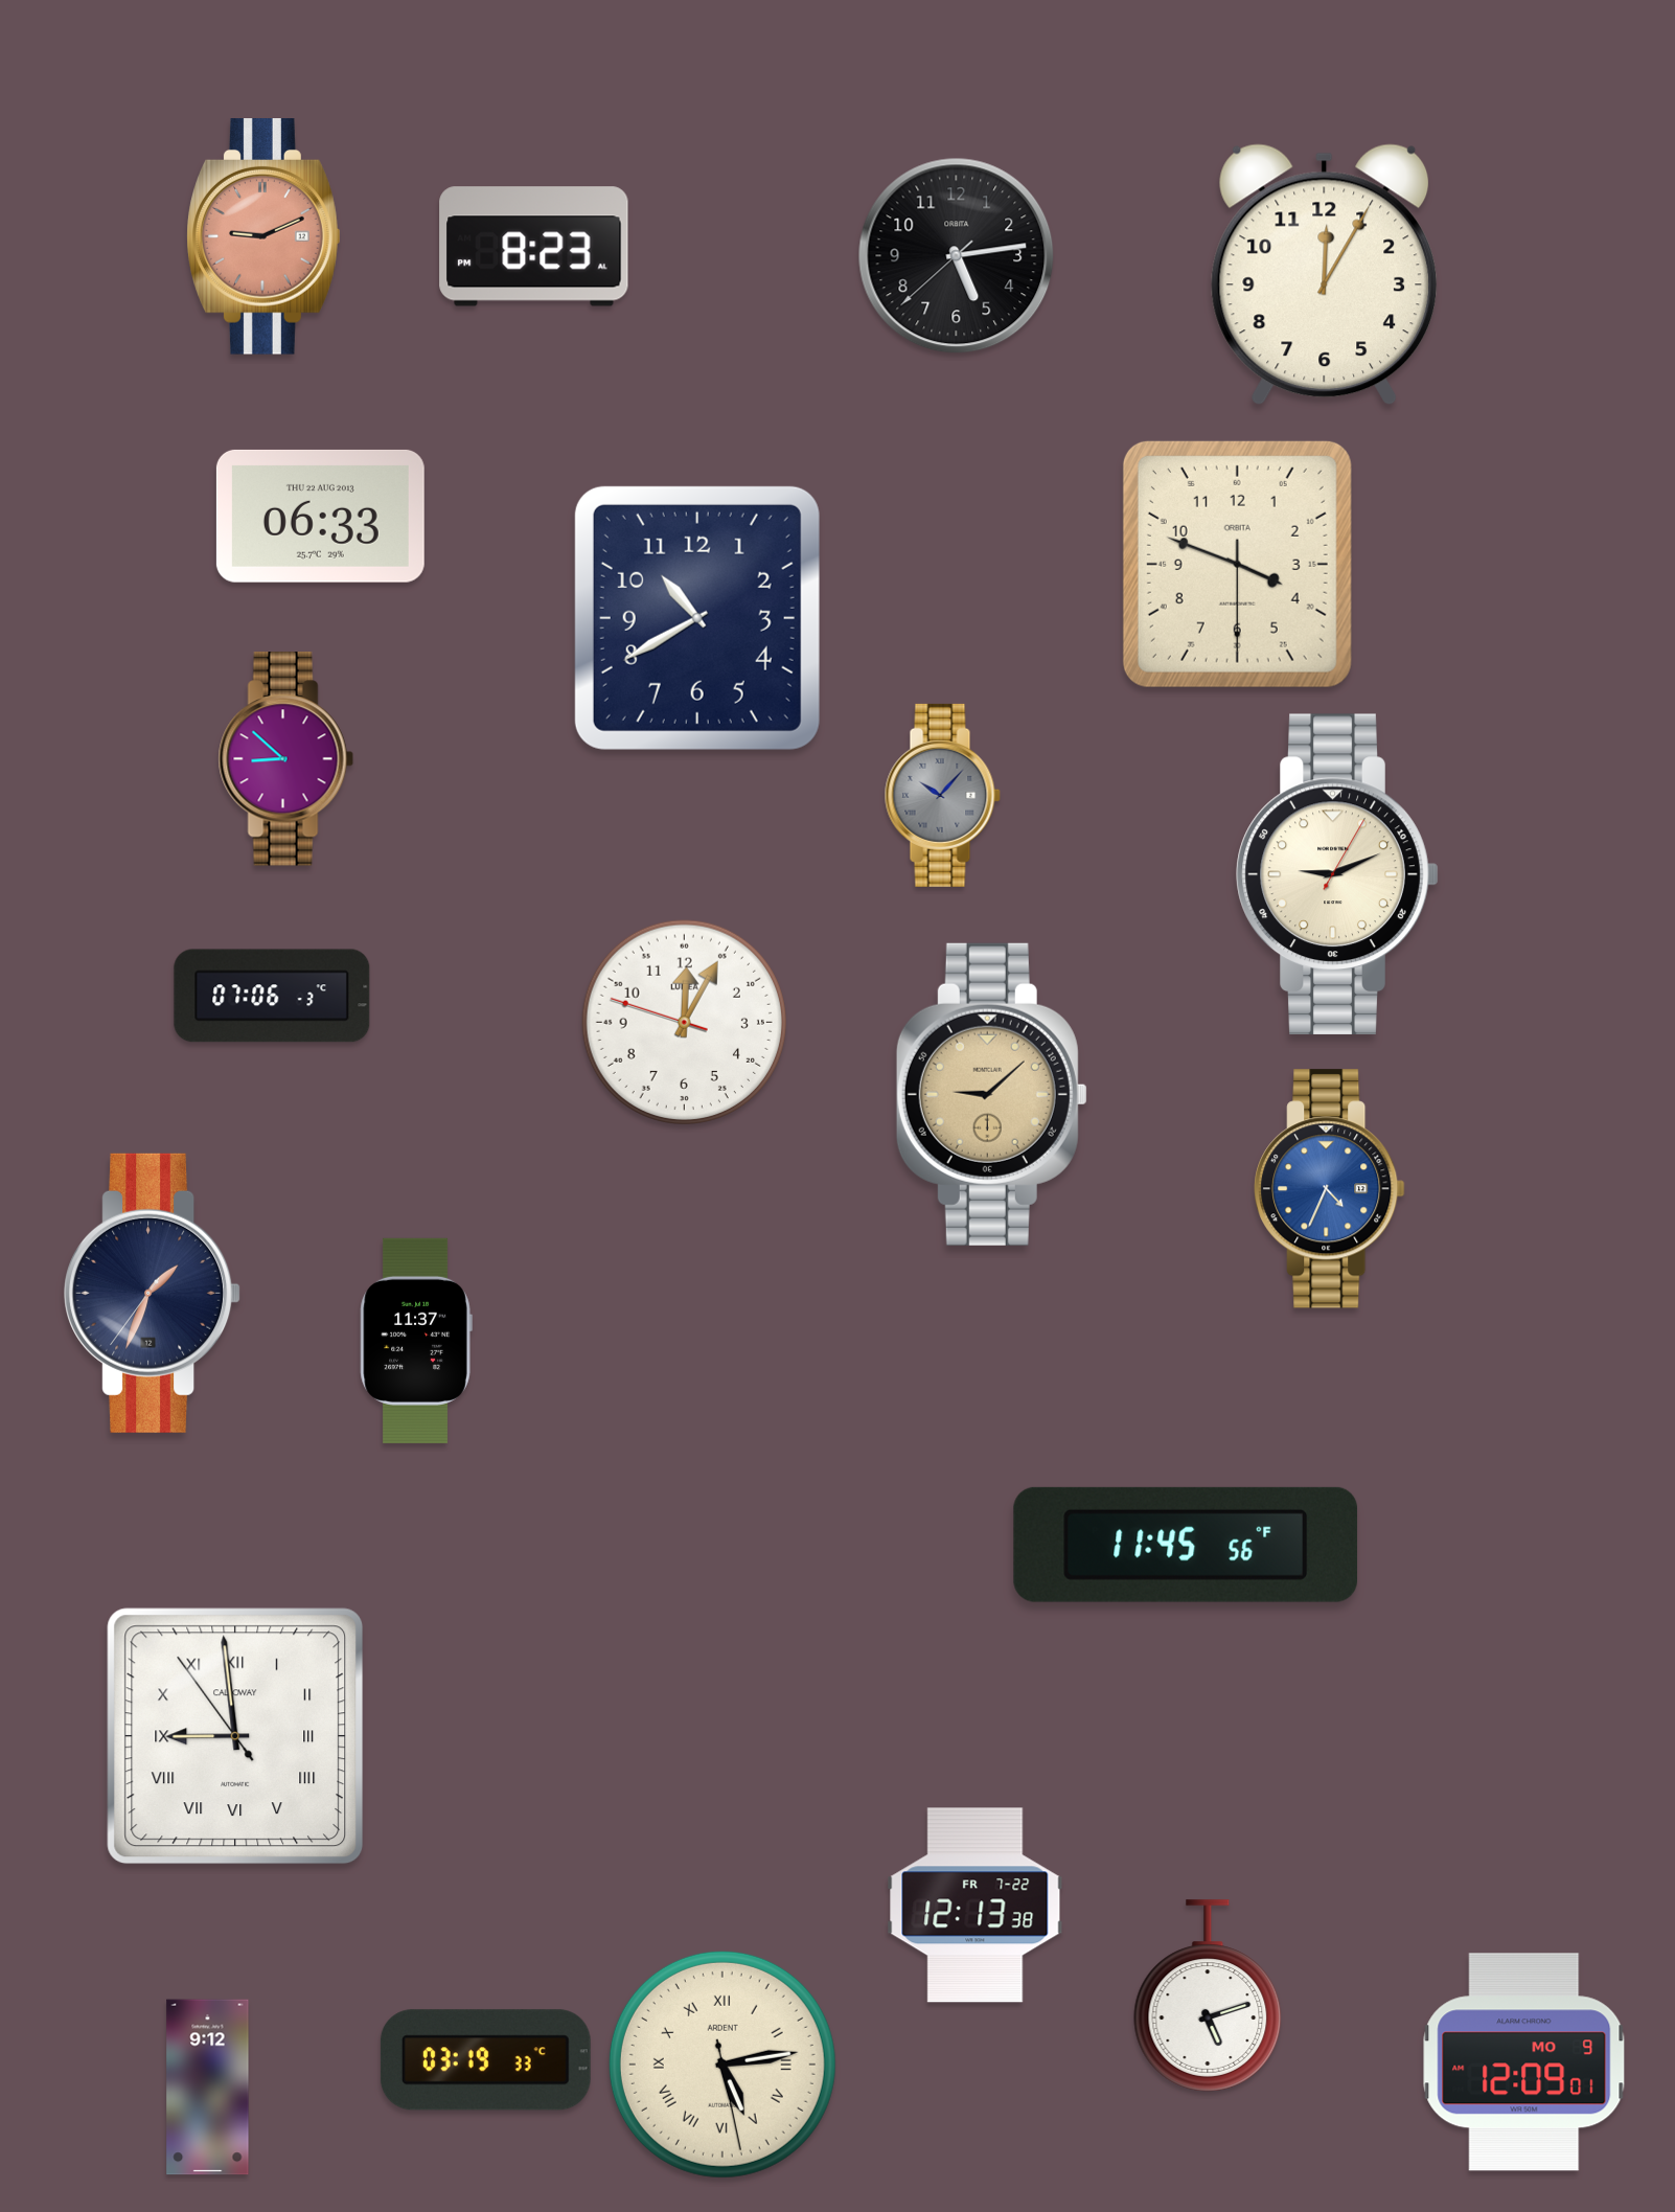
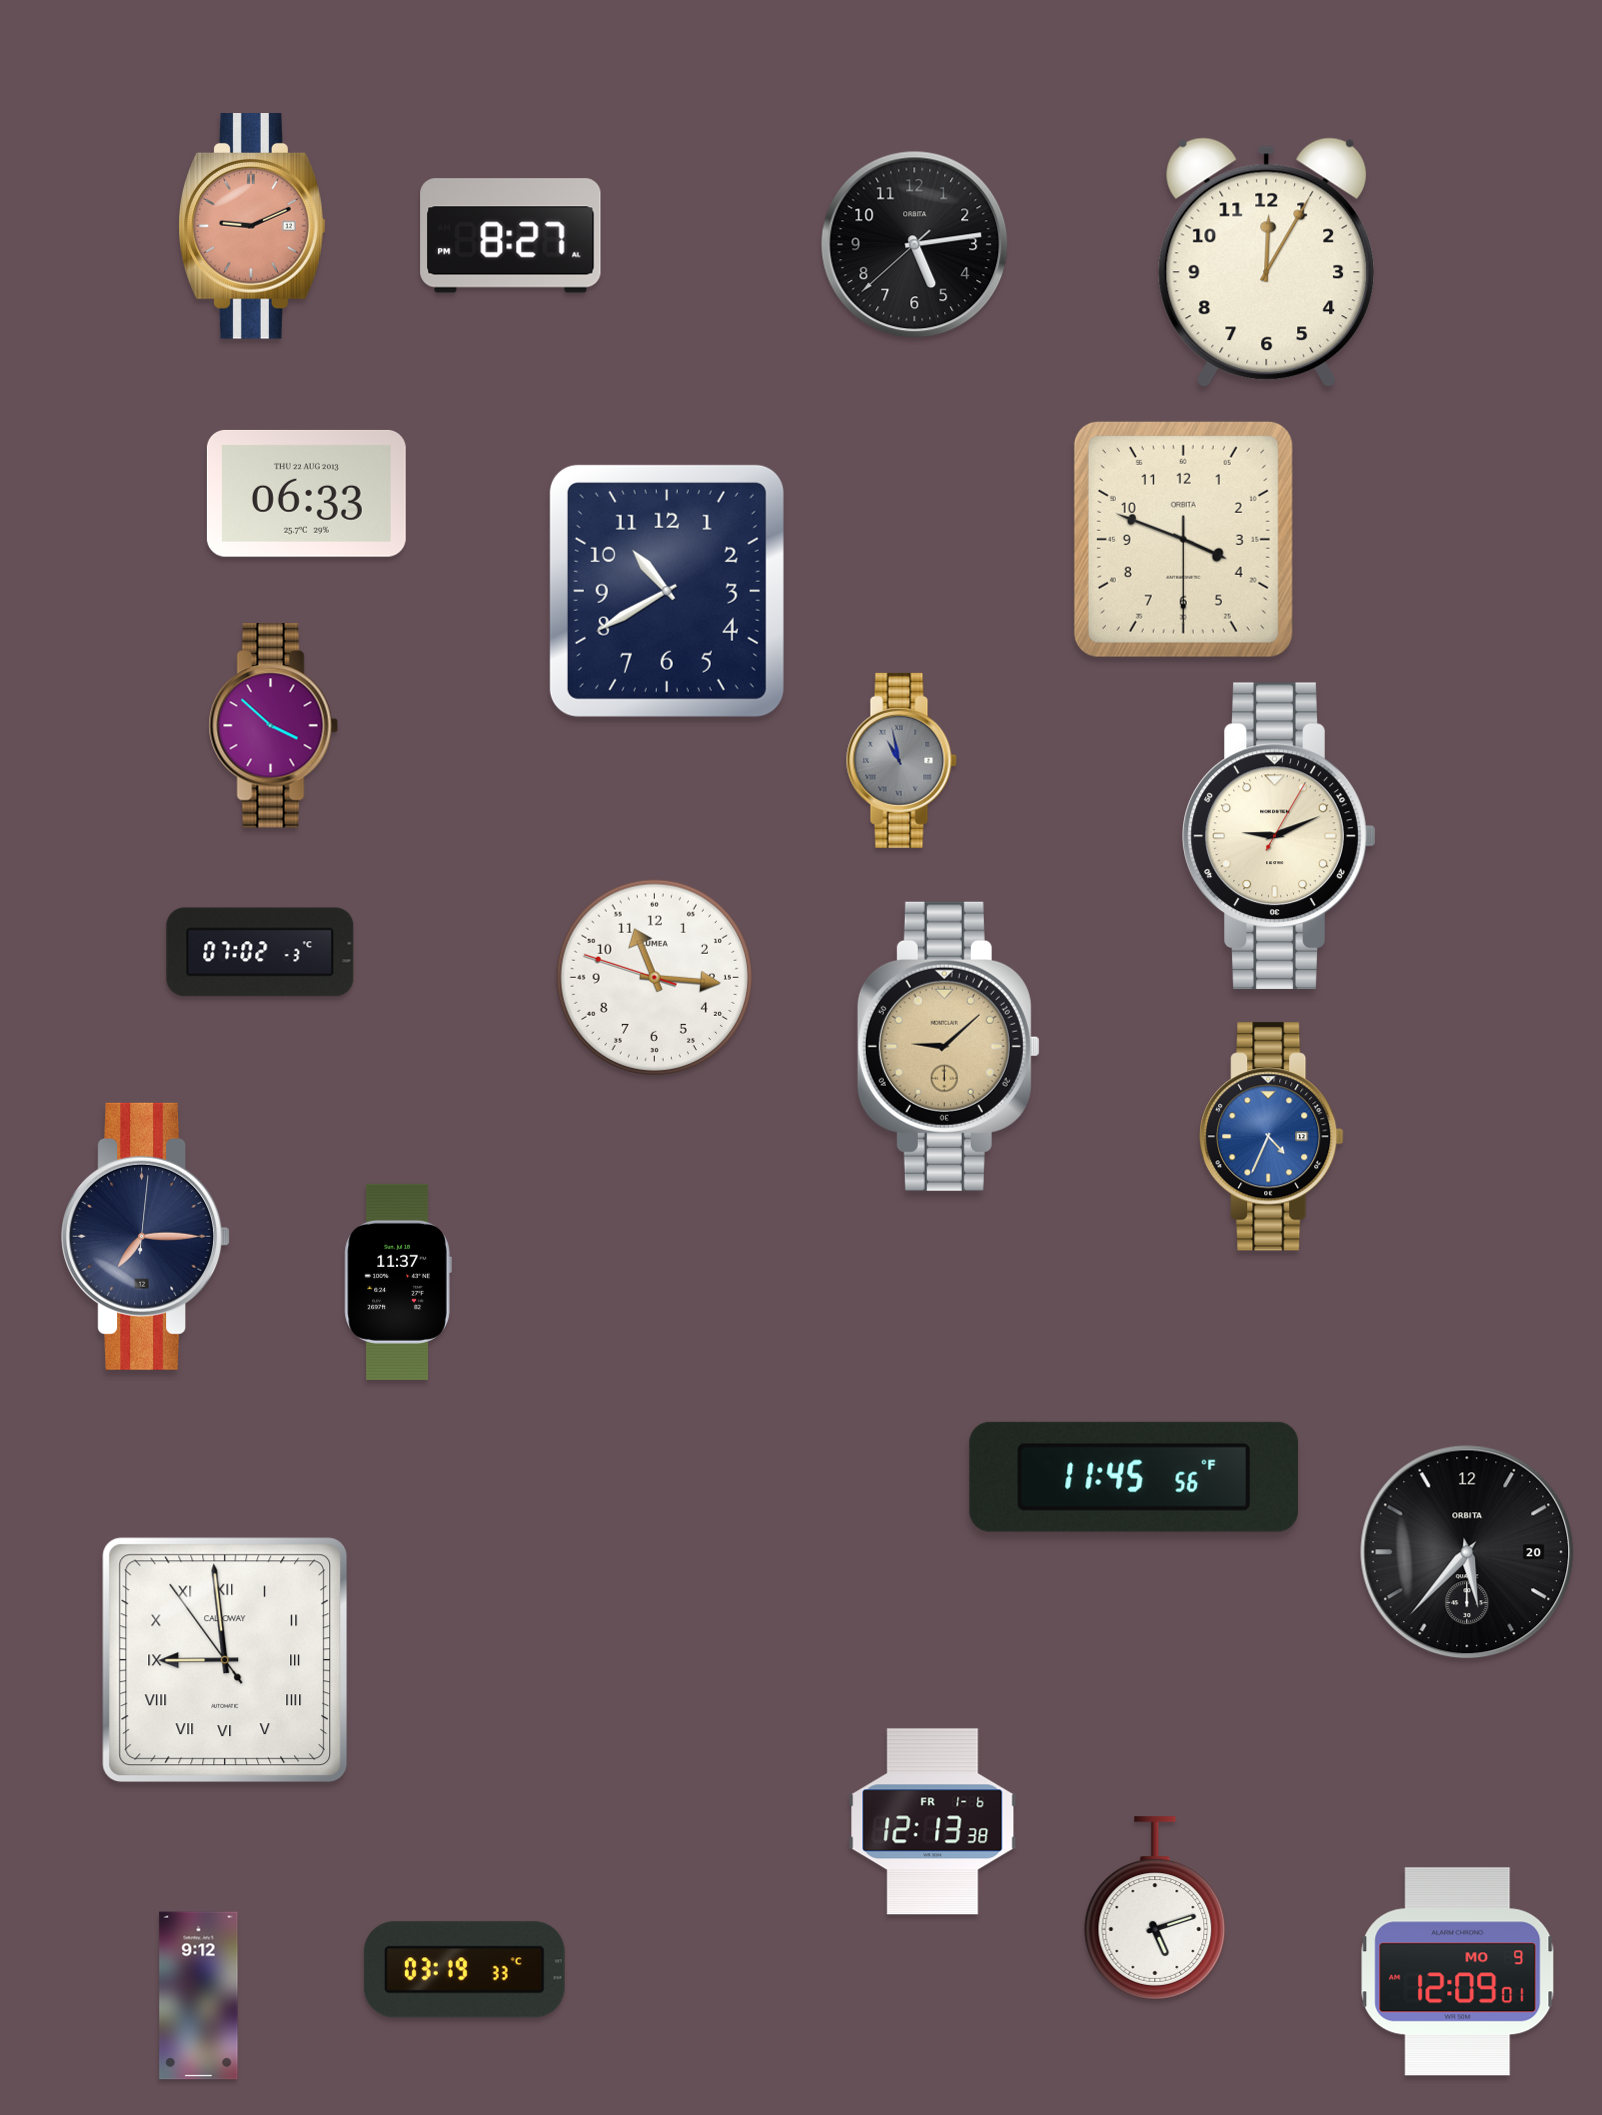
clock at (534, 247): 8:23 -> 8:27
clock at (285, 759): 8:52 -> 3:52
clock at (942, 795): 10:07 -> 10:58
clock at (272, 996): 07:06 -> 07:02
clock at (684, 1022): 12:04 -> 11:15
clock at (153, 1293): 1:33 -> 7:15
clock at (1467, 1552): none -> 5:37
clock at (976, 1906) date: FR 7-22 -> FR 1-6
clock at (722, 2065): 5:13 -> none
